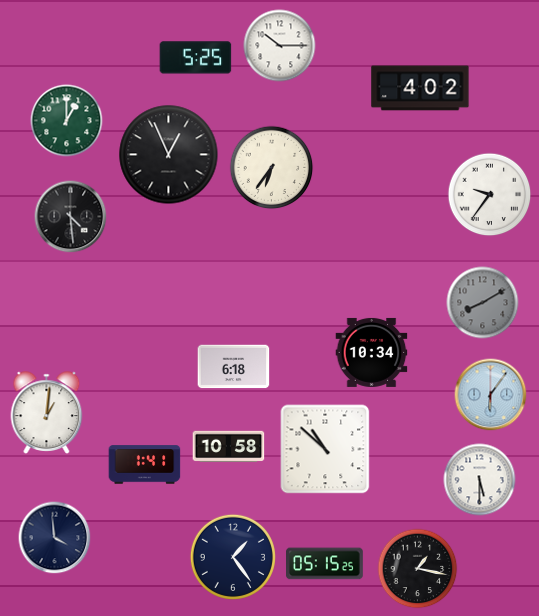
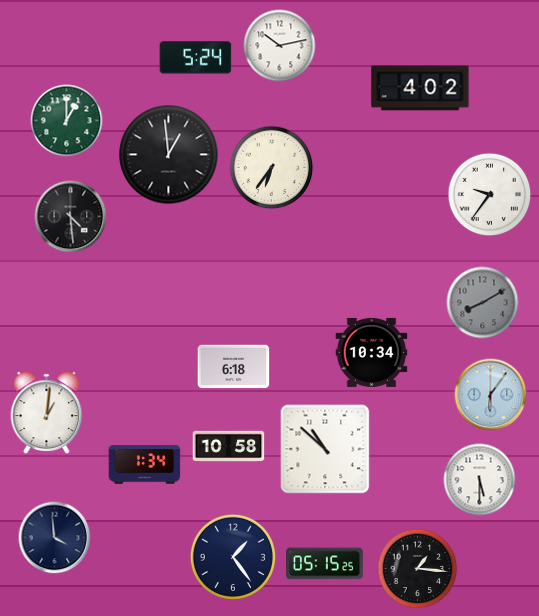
clock at (280, 46): 10:15 -> 10:13
clock at (196, 58): 5:25 -> 5:24
clock at (169, 155): 12:56 -> 12:59
clock at (145, 465): 1:41 -> 1:34
clock at (418, 569): 1:17 -> 1:16
